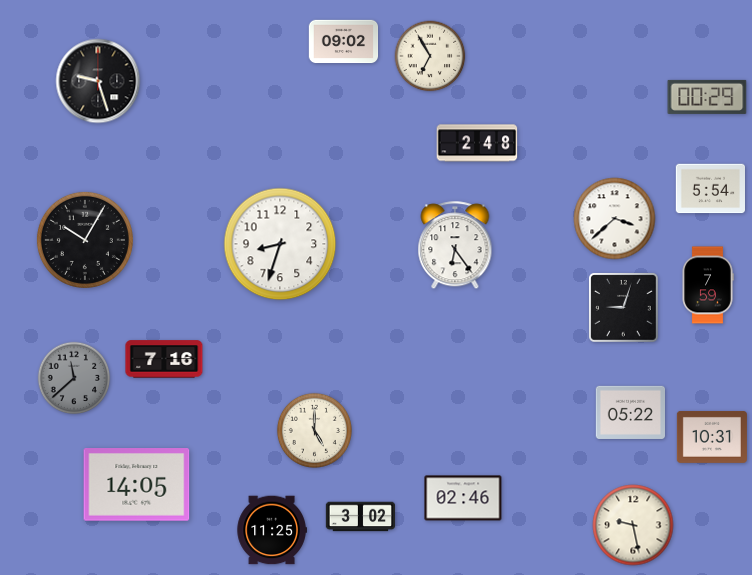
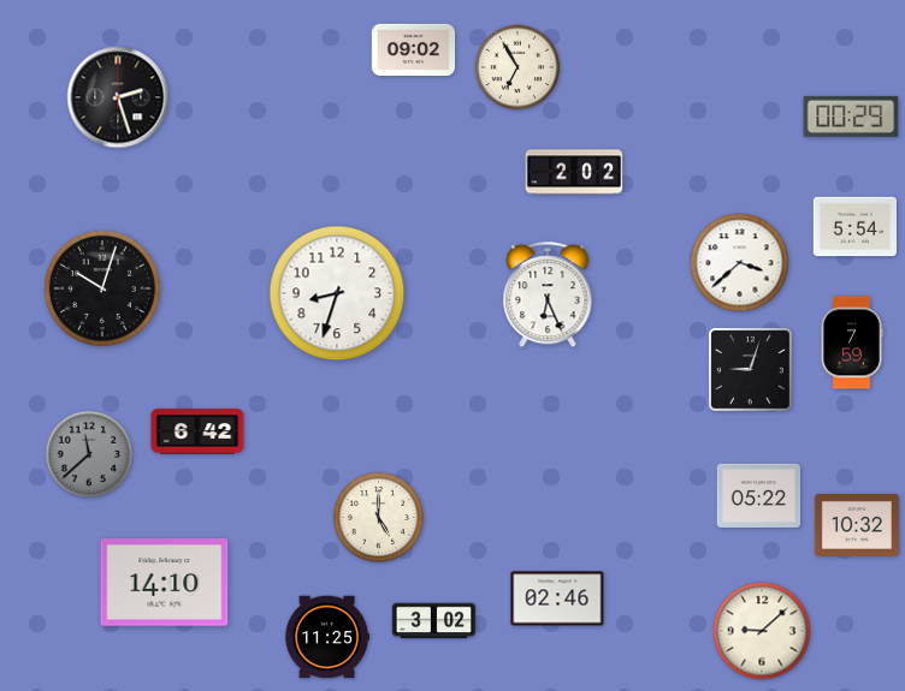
clock at (98, 81): 9:27 -> 2:27
clock at (477, 143): 2:48 -> 2:02
clock at (85, 240): 10:05 -> 10:03
clock at (455, 246): 6:24 -> 6:26
clock at (164, 359): 7:16 -> 6:42
clock at (712, 437): 10:31 -> 10:32
clock at (137, 485): 14:05 -> 14:10
clock at (633, 525): 9:28 -> 9:08
